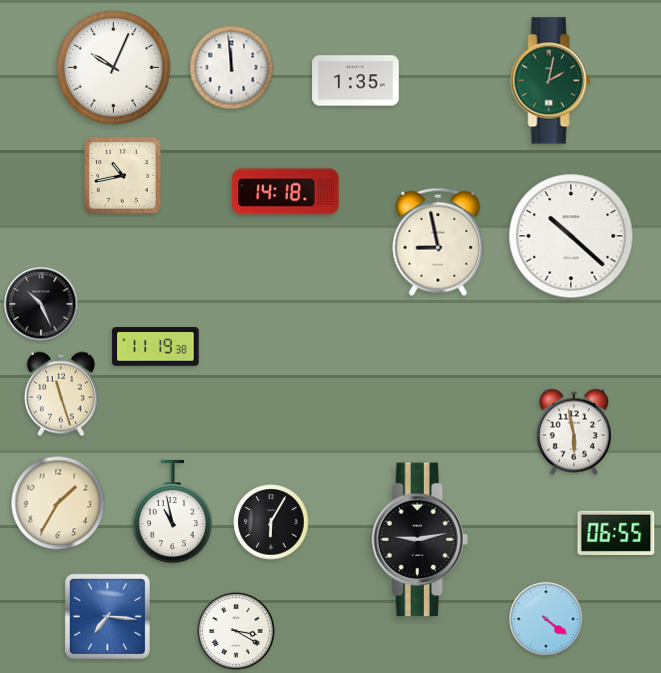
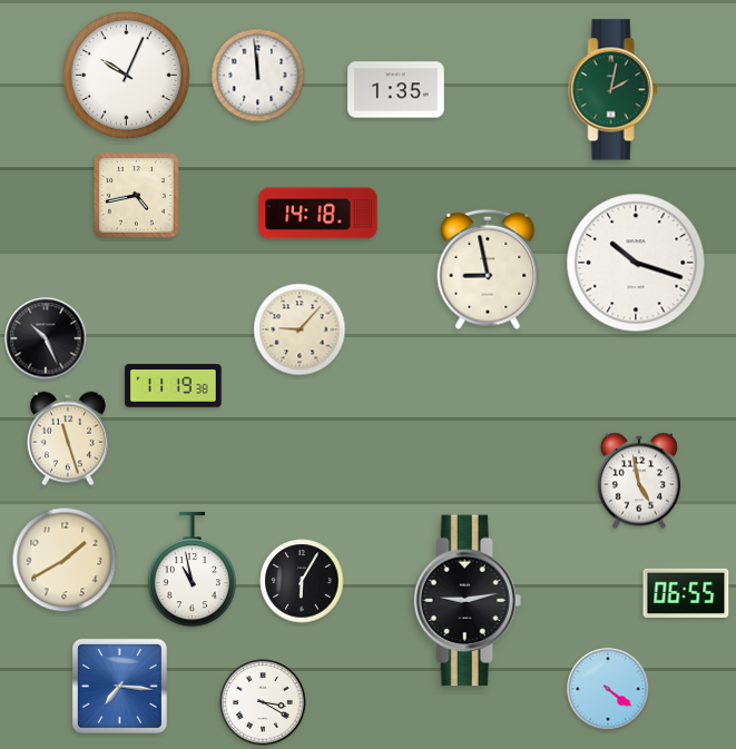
clock at (123, 176): 10:43 -> 4:43
clock at (571, 236): 10:22 -> 10:18
clock at (300, 329): none -> 9:07
clock at (573, 432): 5:58 -> 4:58
clock at (58, 503): 1:35 -> 1:40
